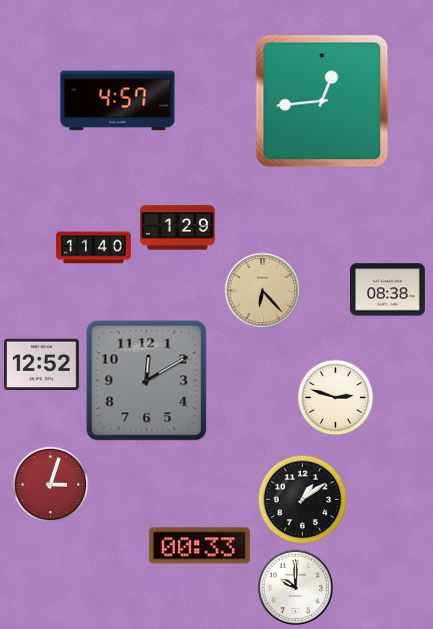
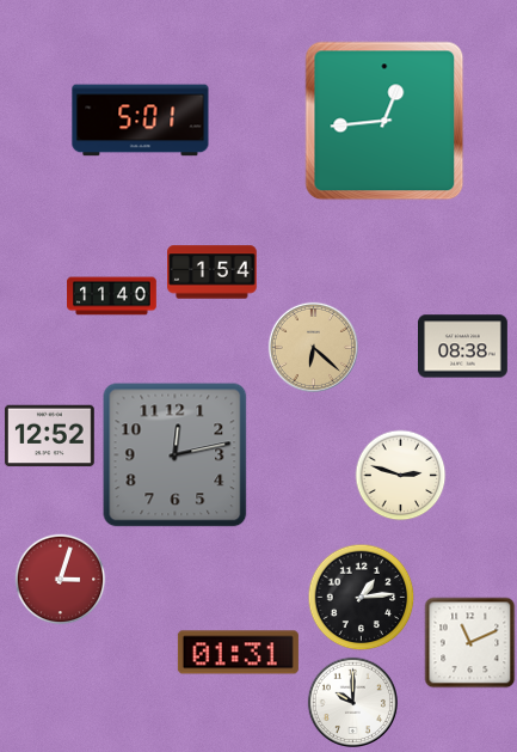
clock at (118, 101): 4:57 -> 5:01
clock at (178, 228): 1:29 -> 1:54
clock at (262, 290): 6:23 -> 6:22
clock at (147, 381): 12:10 -> 12:13
clock at (303, 500): 1:09 -> 1:14
clock at (470, 643): none -> 11:11
clock at (199, 546): 00:33 -> 01:31
